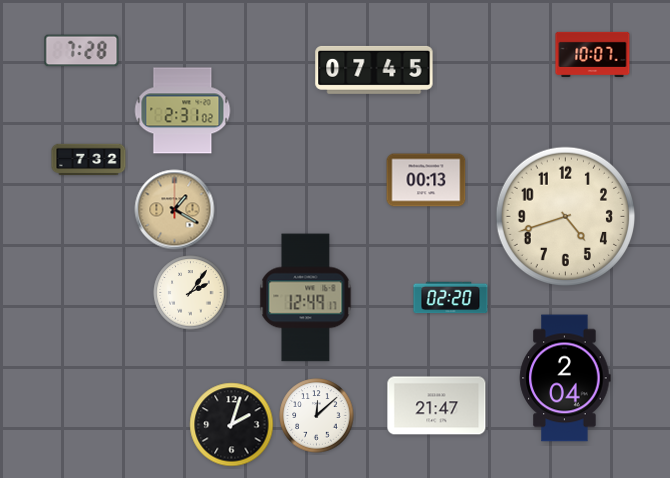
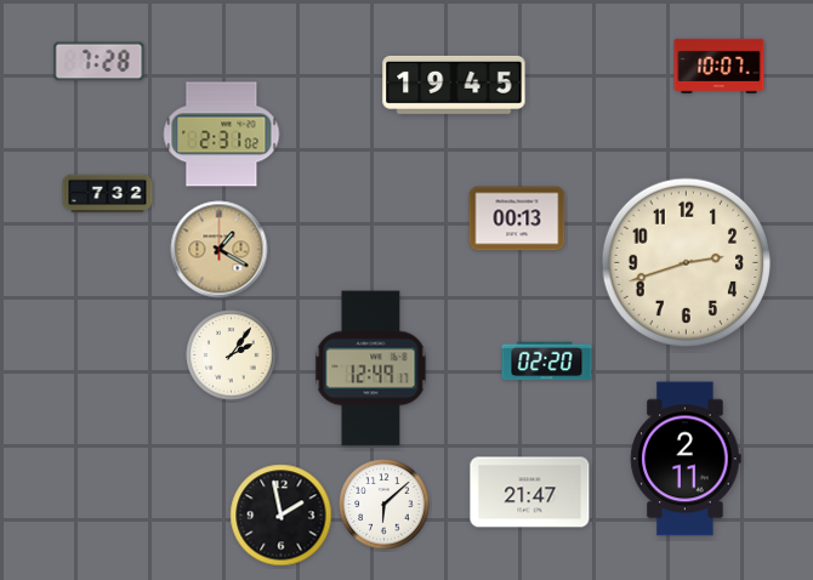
clock at (374, 70): 07:45 -> 19:45
clock at (175, 210) position: (175, 210) -> (220, 250)
clock at (566, 217): 4:42 -> 2:42
clock at (306, 298) position: (306, 298) -> (371, 369)
clock at (565, 378): 2:04 -> 2:11
clock at (317, 416): 12:08 -> 6:08
clock at (232, 425): 2:03 -> 1:58
